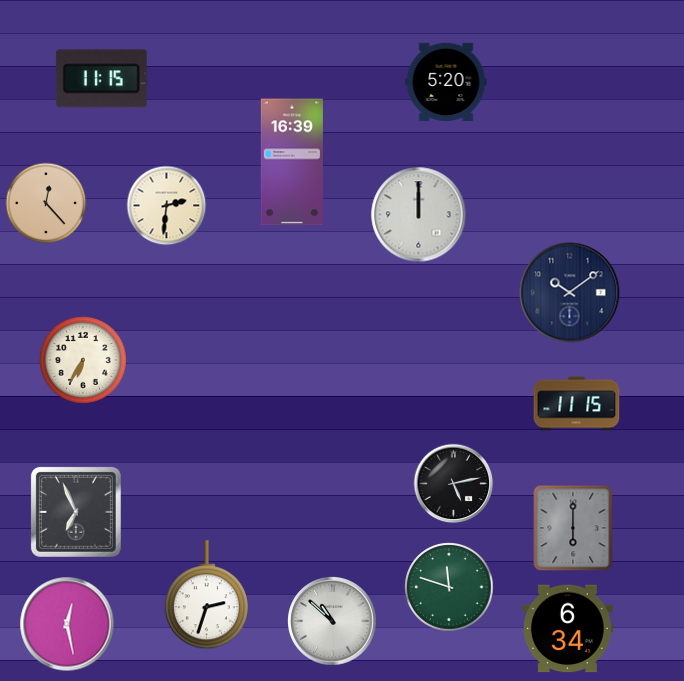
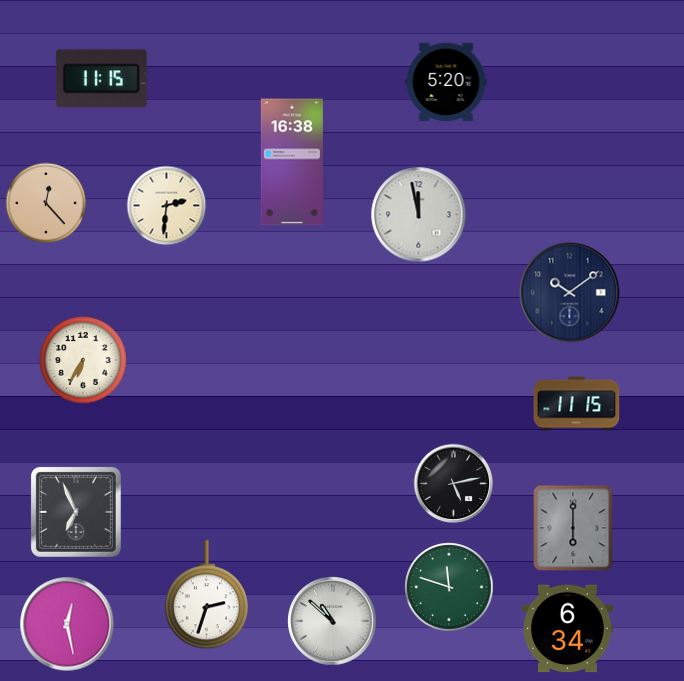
clock at (292, 162): 16:39 -> 16:38
clock at (419, 215): 12:00 -> 11:58
